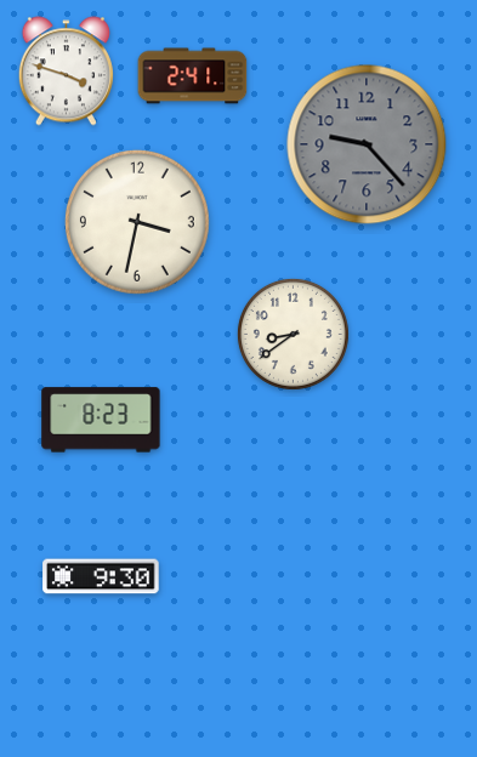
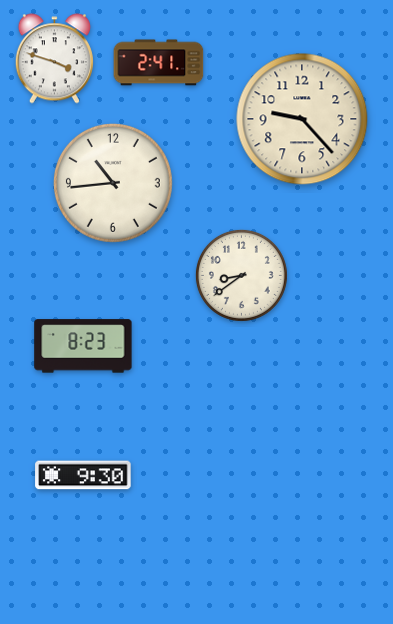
clock at (367, 144) dial: grey -> cream
clock at (137, 222): 3:32 -> 10:44
